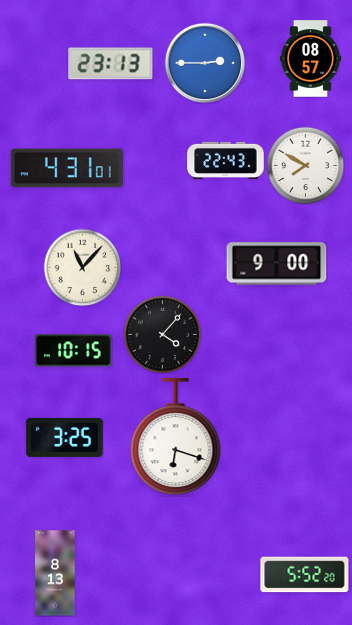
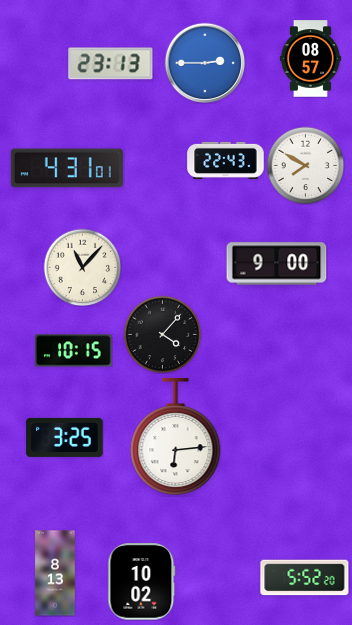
clock at (176, 437): 6:18 -> 6:14
clock at (305, 575) position: (305, 575) -> (305, 578)
clock at (142, 582): none -> 10:02
